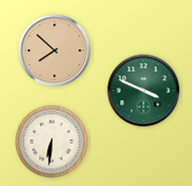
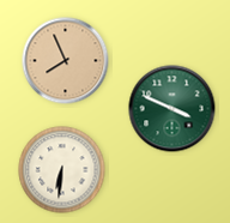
clock at (55, 51): 7:52 -> 7:56
